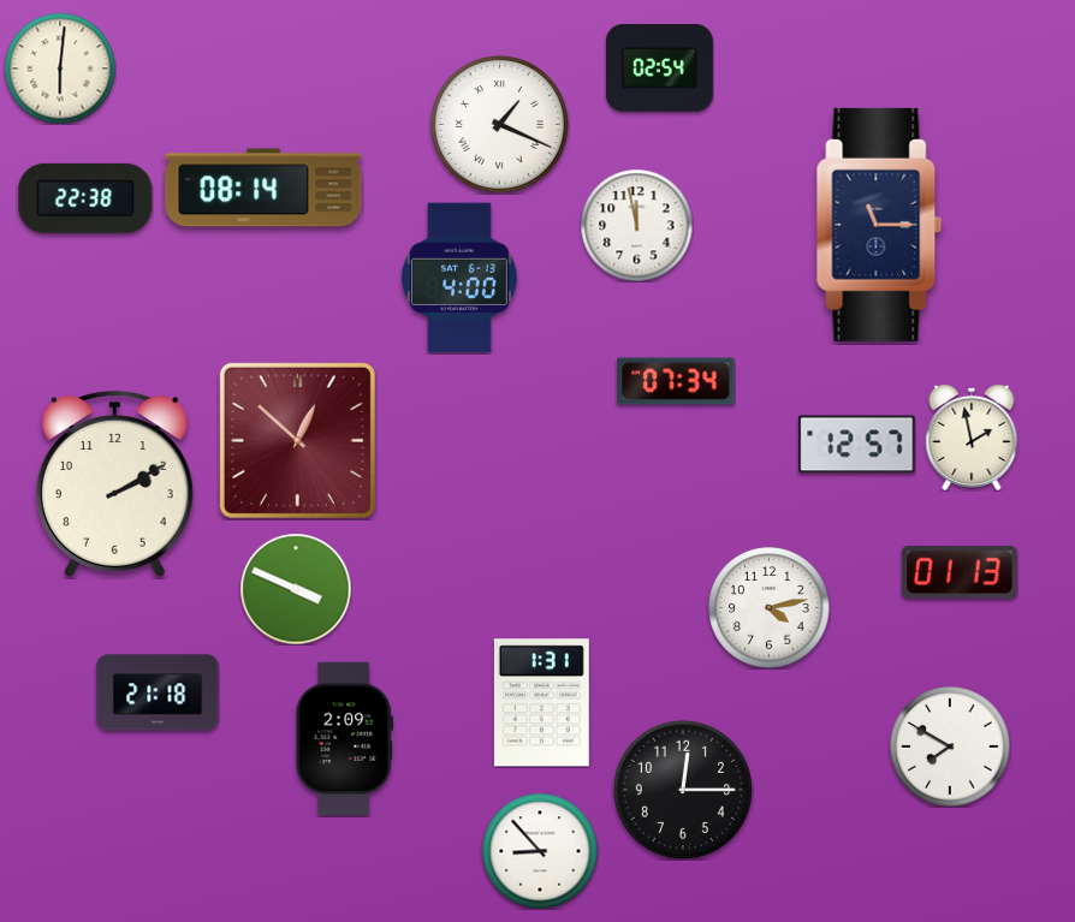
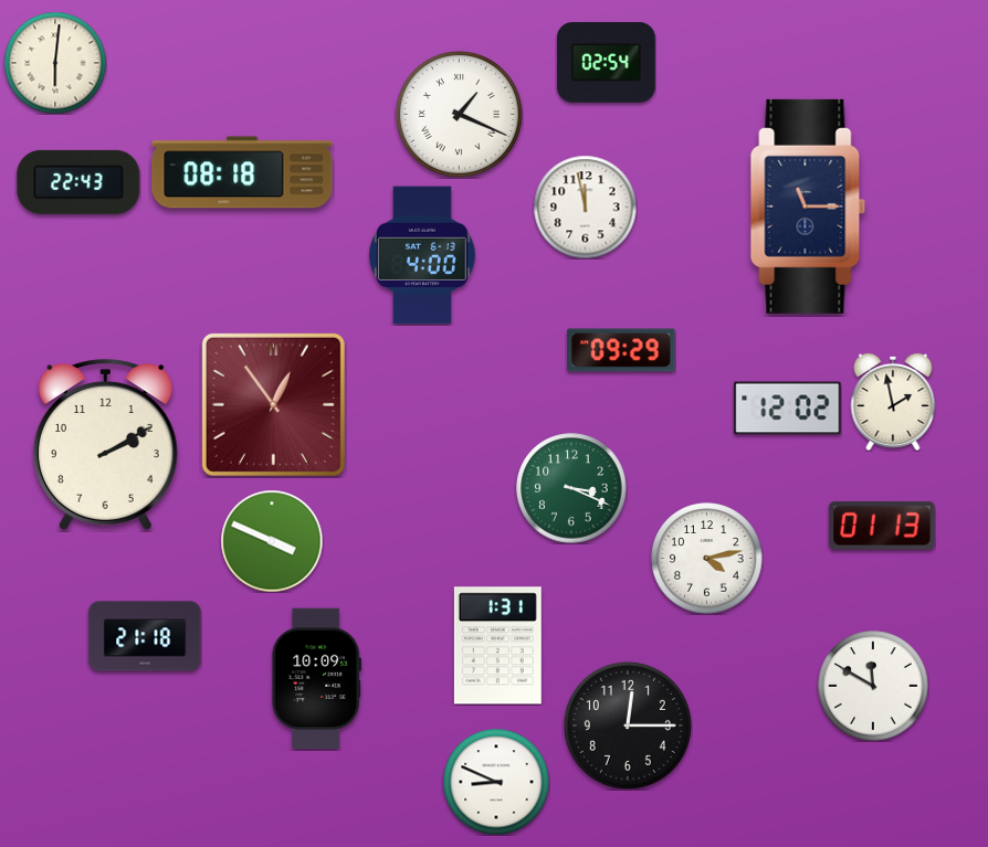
clock at (263, 188): 08:14 -> 08:18
clock at (85, 198): 22:38 -> 22:43
clock at (676, 381): 07:34 -> 09:29
clock at (297, 440): 12:52 -> 12:54
clock at (857, 445): 12:57 -> 12:02
clock at (571, 488): none -> 3:19
clock at (344, 739): 2:09 -> 10:09
clock at (950, 746): 7:50 -> 11:50
clock at (540, 851): 8:53 -> 8:49
